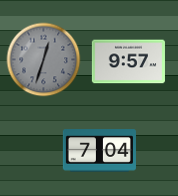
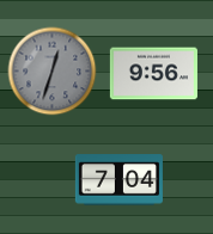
clock at (128, 62): 9:57 -> 9:56
